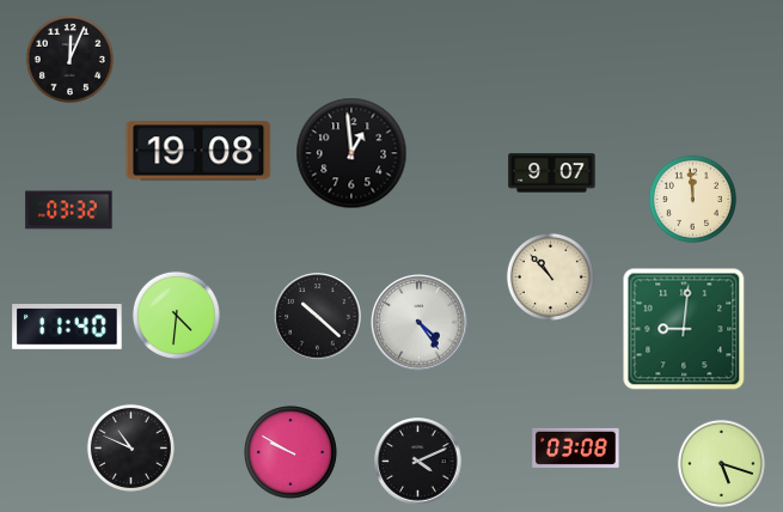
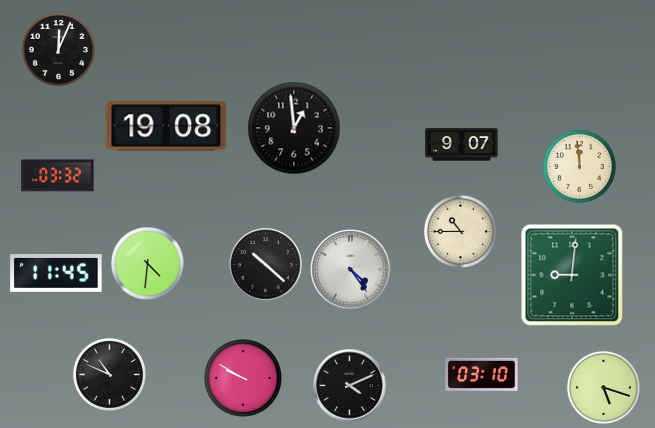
clock at (550, 276): 10:53 -> 10:45
clock at (67, 328): 11:40 -> 11:45
clock at (576, 447): 03:08 -> 03:10
